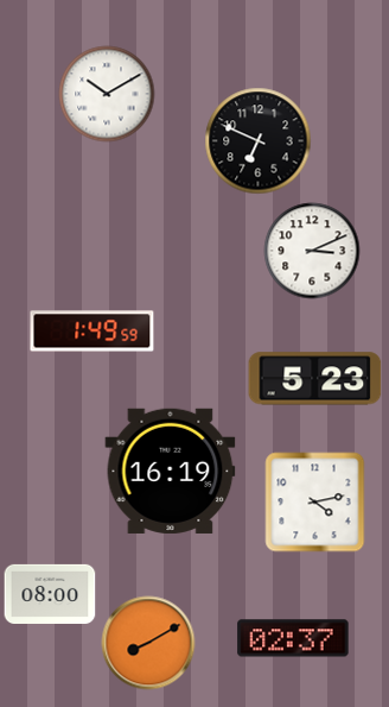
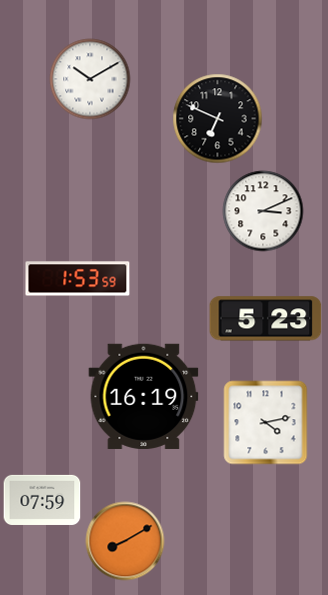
clock at (93, 332): 1:49 -> 1:53
clock at (50, 594): 08:00 -> 07:59
clock at (293, 638): 02:37 -> none
